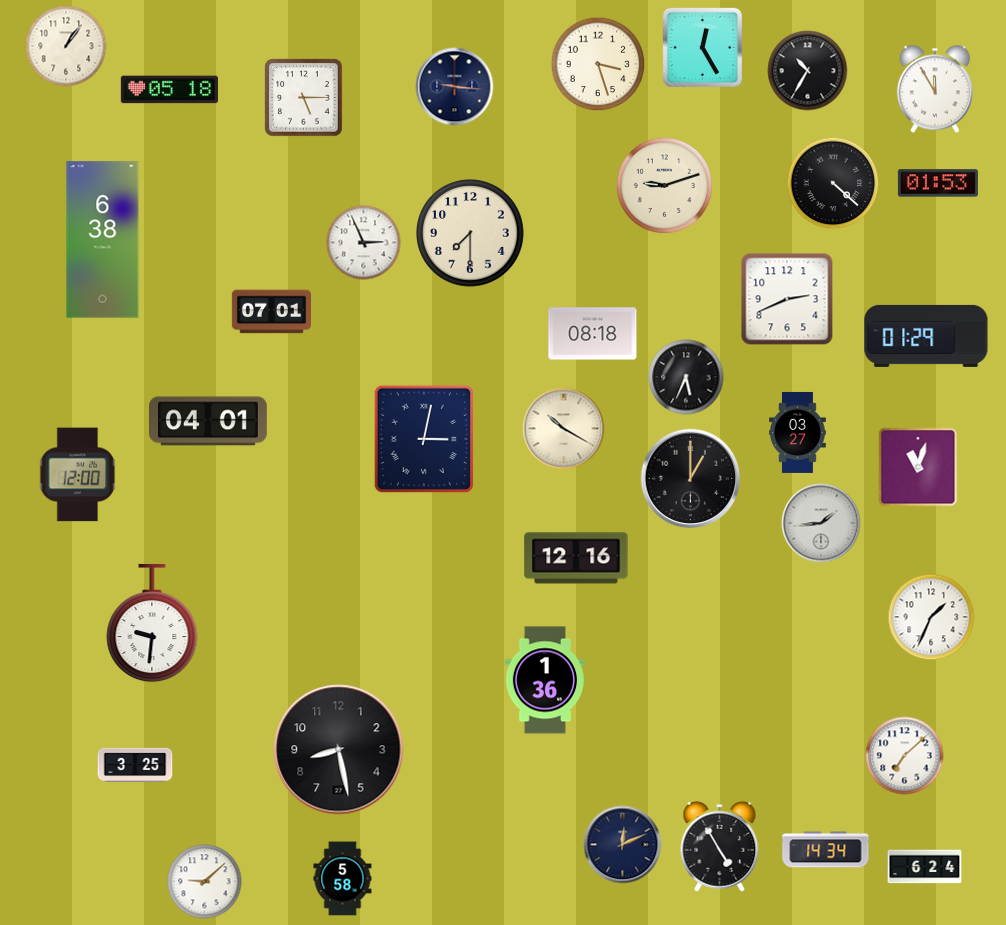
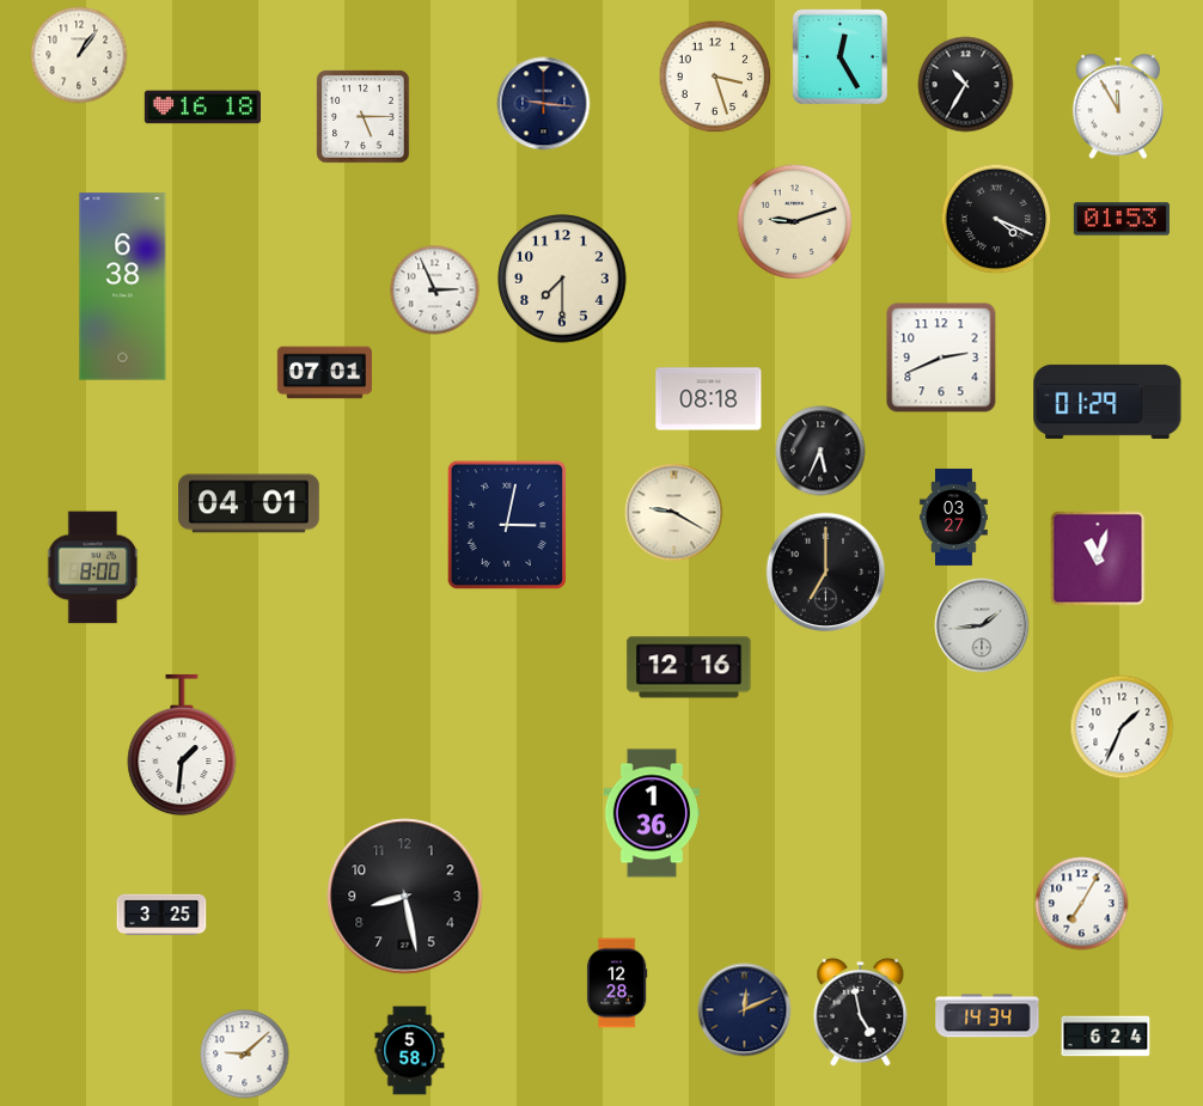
clock at (169, 90): 05:18 -> 16:18
clock at (833, 183): 4:22 -> 4:19
clock at (564, 429): 10:20 -> 9:20
clock at (78, 475): 12:00 -> 8:00
clock at (691, 479): 1:00 -> 7:00
clock at (931, 617) position: (931, 617) -> (1122, 727)
clock at (152, 623): 9:31 -> 1:31
clock at (905, 756): 7:08 -> 7:05
clock at (617, 983): none -> 12:28
clock at (720, 846): 4:55 -> 4:58
